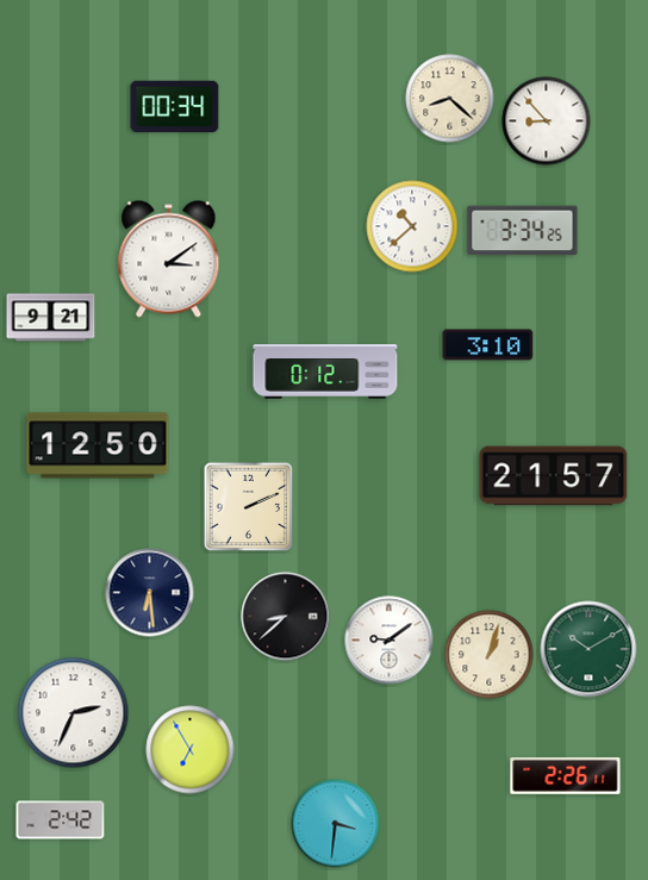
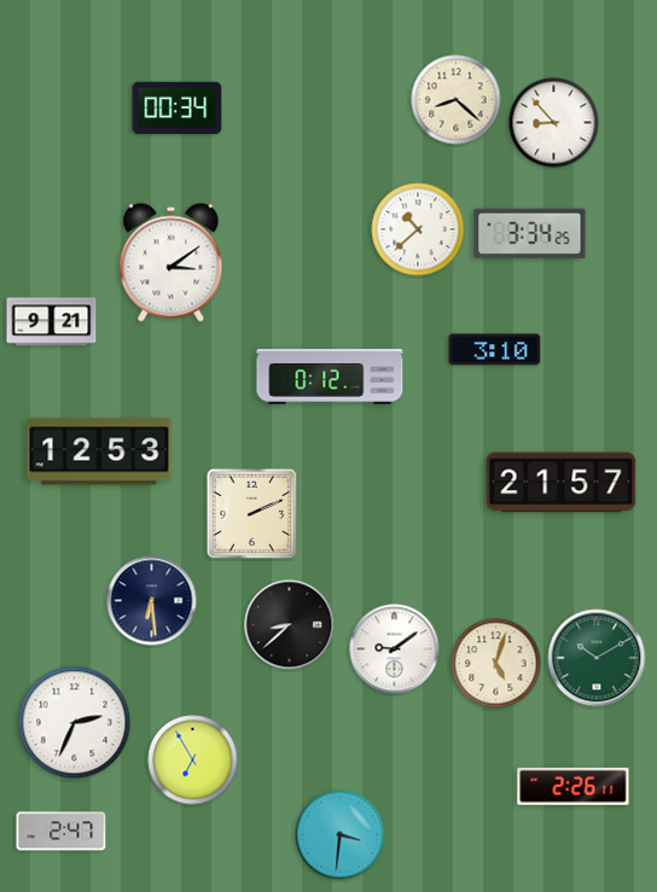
clock at (98, 445): 12:50 -> 12:53
clock at (490, 655): 1:03 -> 5:03
clock at (61, 820): 2:42 -> 2:47
